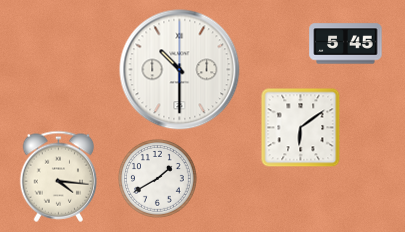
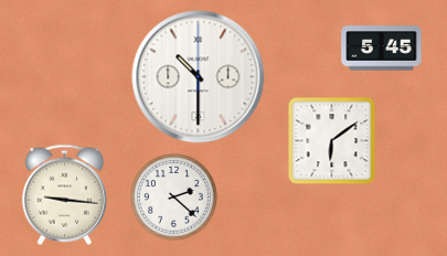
clock at (59, 176): 4:16 -> 9:16
clock at (158, 179): 1:40 -> 2:22
